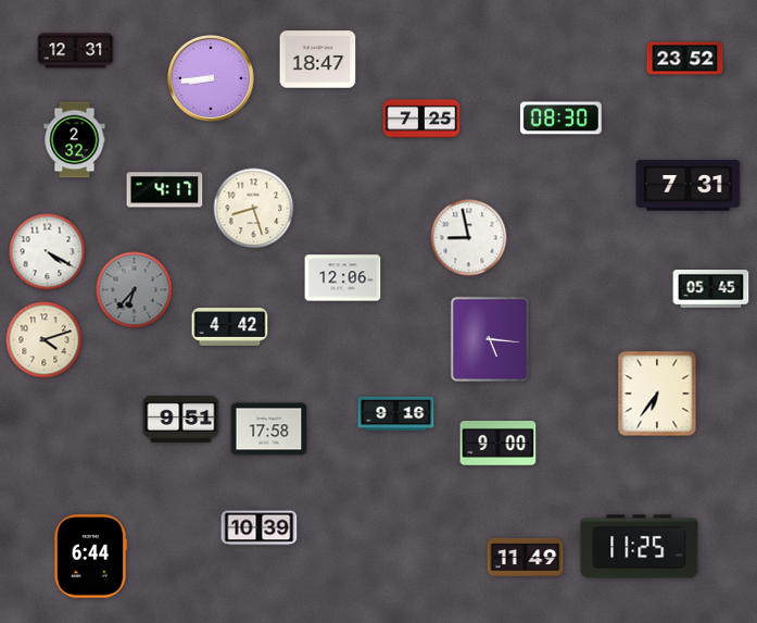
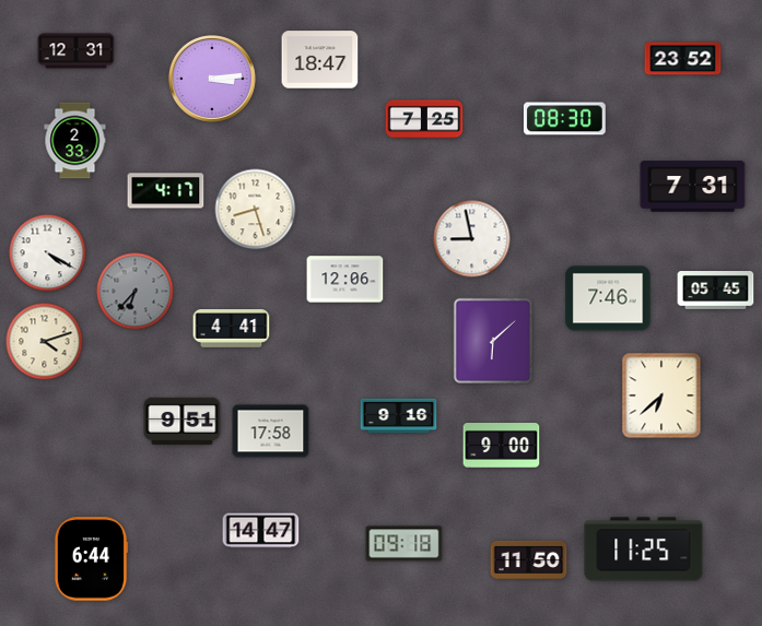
clock at (685, 59) position: (685, 59) -> (683, 59)
clock at (211, 78): 8:44 -> 3:14
clock at (75, 140): 2:32 -> 2:33
clock at (608, 298): none -> 7:46
clock at (230, 327): 4:42 -> 4:41
clock at (490, 339): 5:16 -> 6:08
clock at (657, 394): 6:36 -> 6:38
clock at (260, 528): 10:39 -> 14:47
clock at (405, 544): none -> 09:18
clock at (526, 557): 11:49 -> 11:50
